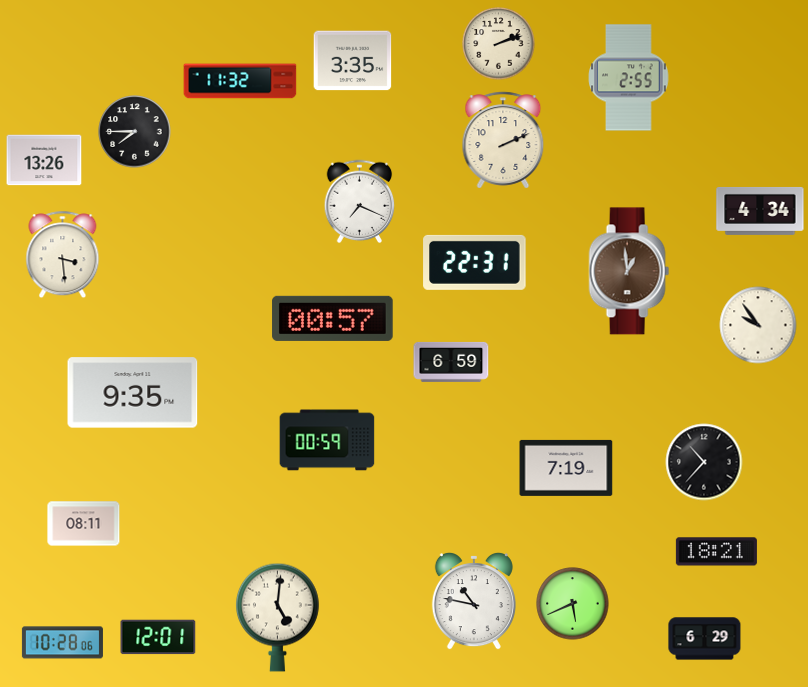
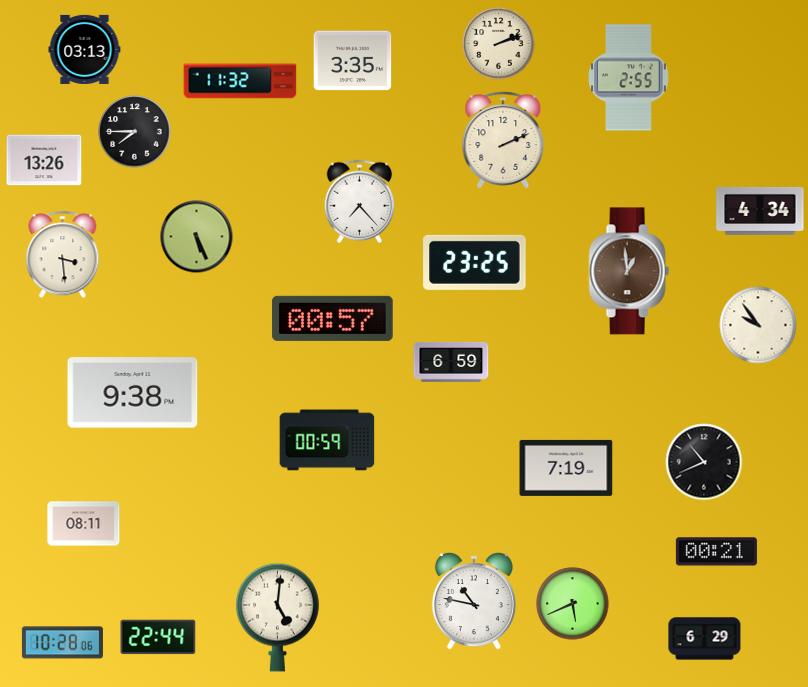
clock at (85, 49): none -> 03:13
clock at (360, 202): 7:19 -> 7:23
clock at (197, 237): none -> 5:26
clock at (475, 262): 22:31 -> 23:25
clock at (133, 393): 9:35 -> 9:38
clock at (704, 462): 10:37 -> 10:41
clock at (716, 552): 18:21 -> 00:21
clock at (158, 637): 12:01 -> 22:44
